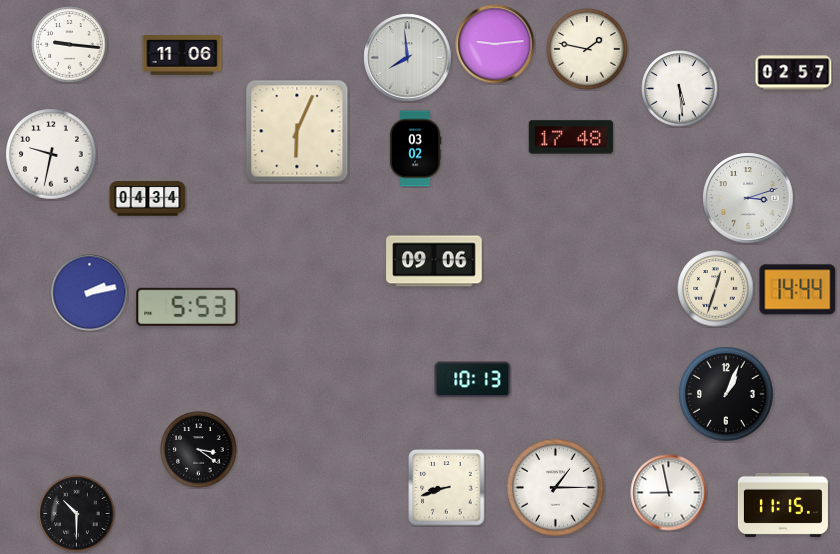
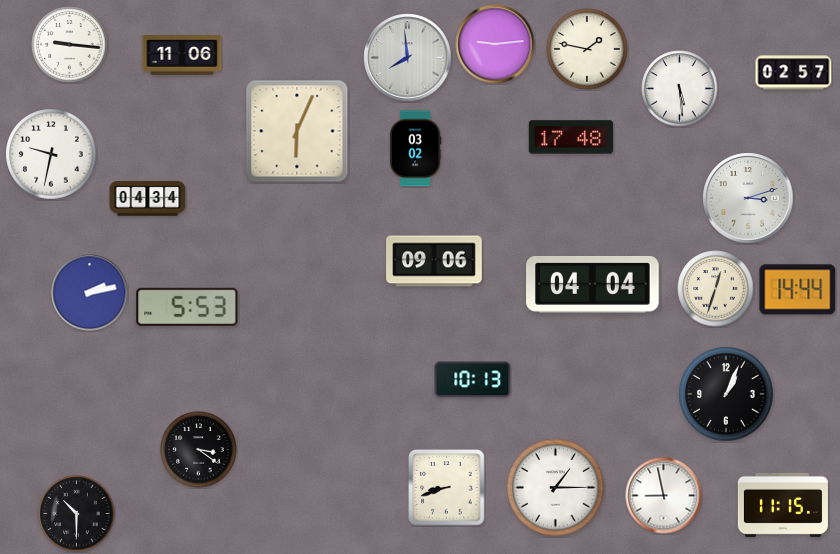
clock at (593, 284): none -> 04:04
clock at (669, 493) position: (669, 493) -> (664, 496)
